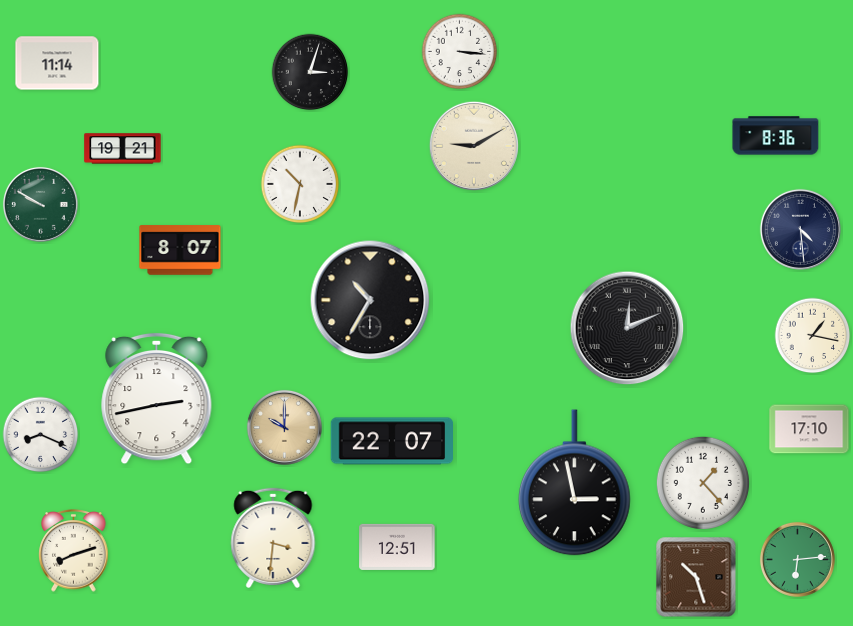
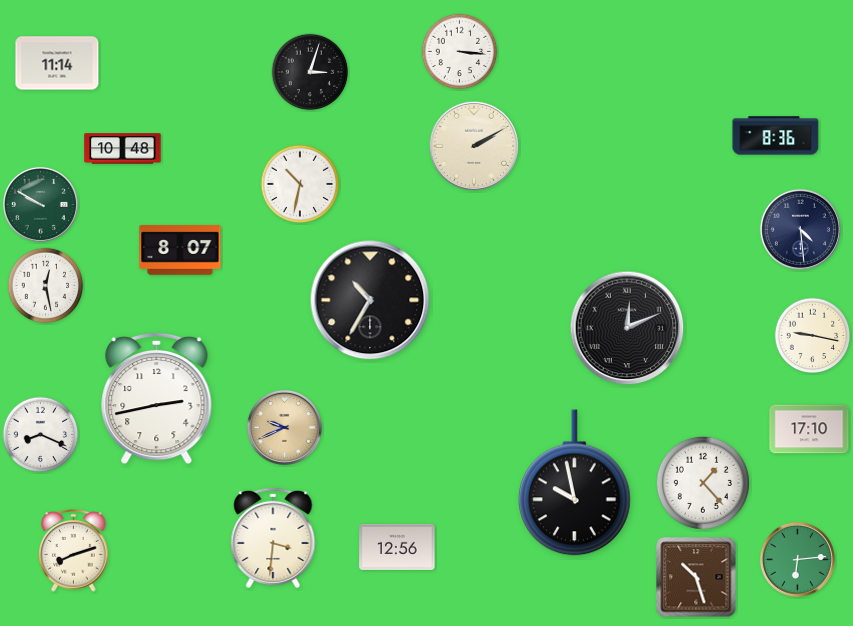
clock at (474, 146): 9:10 -> 2:10
clock at (123, 149): 19:21 -> 10:48
clock at (46, 286): none -> 12:28
clock at (813, 336): 1:17 -> 9:17
clock at (284, 427): 10:00 -> 9:41
clock at (391, 441): 22:07 -> none
clock at (574, 483): 2:58 -> 9:58
clock at (397, 547): 12:51 -> 12:56
